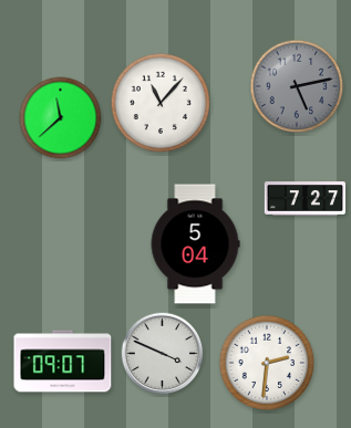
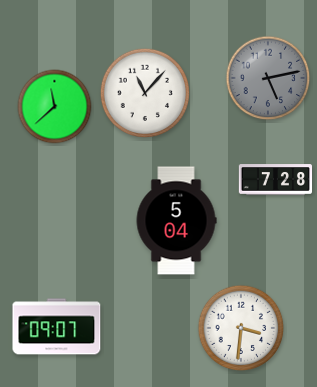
clock at (304, 199): 7:27 -> 7:28
clock at (163, 354): 3:49 -> none
clock at (267, 363): 2:31 -> 3:31
